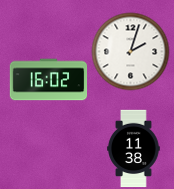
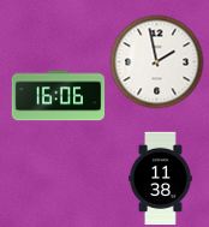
clock at (130, 51): 2:03 -> 1:58
clock at (48, 80): 16:02 -> 16:06
